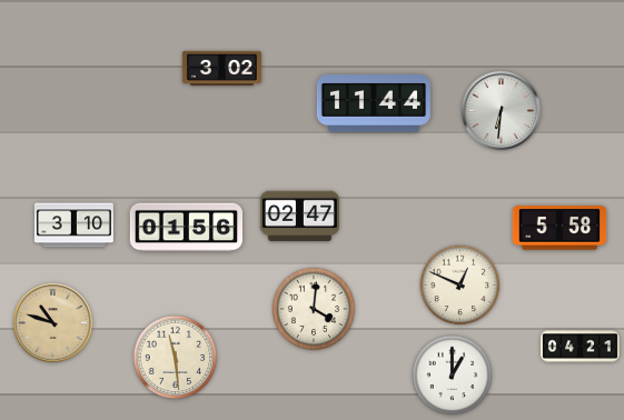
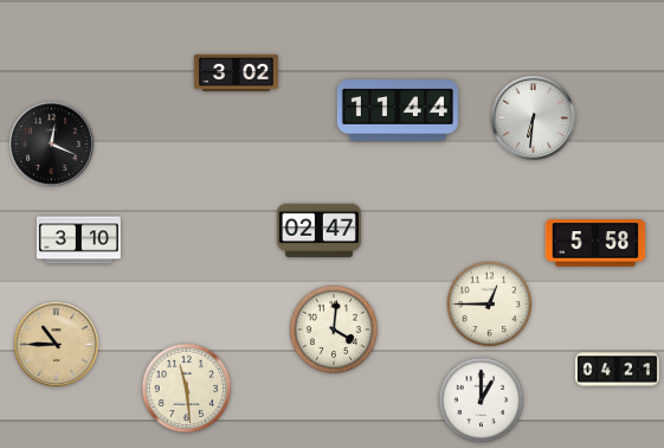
clock at (51, 143): none -> 12:19
clock at (186, 228): 01:56 -> none
clock at (460, 286): 12:49 -> 12:45
clock at (52, 322): 10:48 -> 10:45
clock at (175, 357) position: (175, 357) -> (186, 388)
